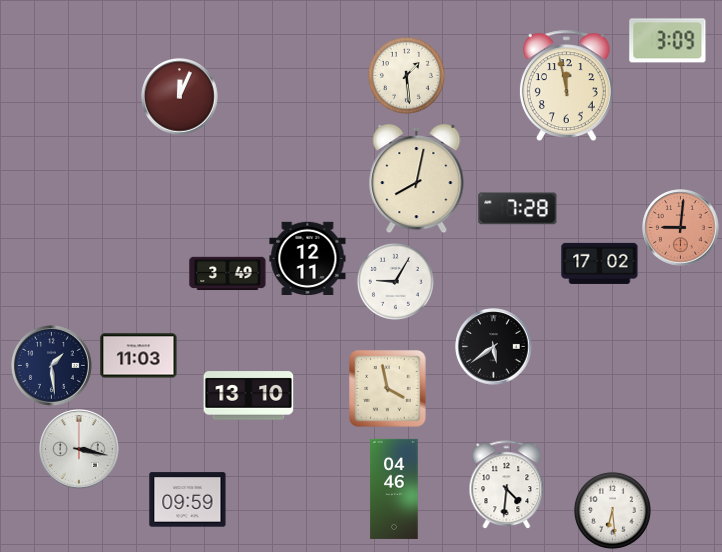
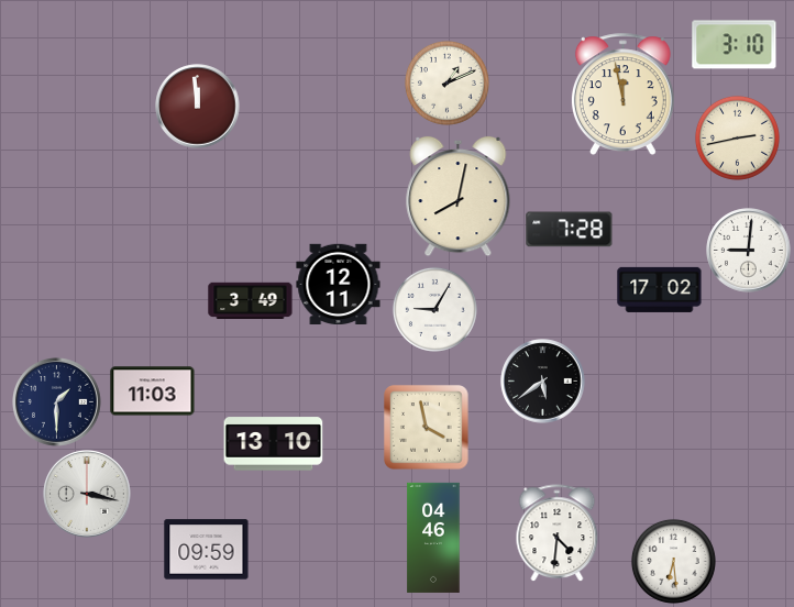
clock at (668, 41): 3:09 -> 3:10
clock at (406, 75): 1:29 -> 1:11
clock at (180, 97): 12:04 -> 11:59
clock at (737, 137): none -> 2:43
clock at (681, 228) dial: salmon -> white
clock at (52, 366): 1:29 -> 1:30
clock at (249, 396) position: (249, 396) -> (274, 444)
